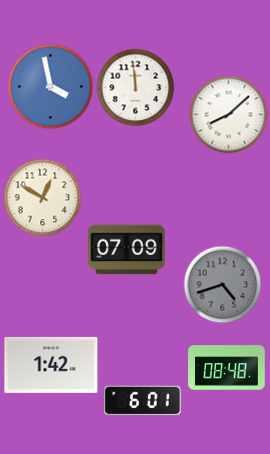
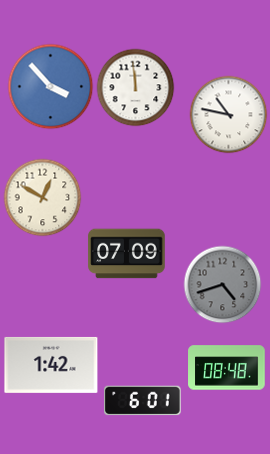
clock at (50, 86): 3:58 -> 3:53
clock at (228, 114): 8:08 -> 10:47
clock at (127, 250) position: (127, 250) -> (127, 254)
